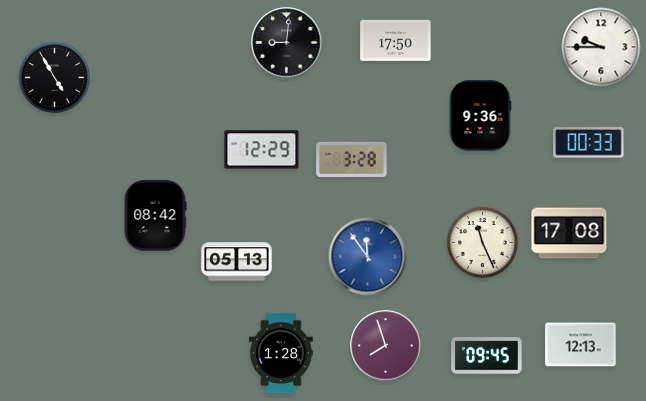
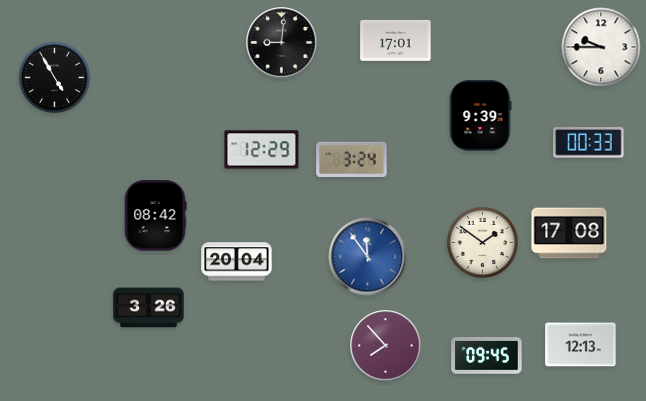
clock at (396, 40): 17:50 -> 17:01
clock at (287, 43) position: (287, 43) -> (282, 43)
clock at (480, 116): 9:36 -> 9:39
clock at (352, 159): 3:28 -> 3:24
clock at (482, 242): 11:26 -> 1:51
clock at (237, 262): 05:13 -> 20:04
clock at (149, 308): none -> 3:26
clock at (386, 346): 7:57 -> 7:53
clock at (281, 353): 1:28 -> none
